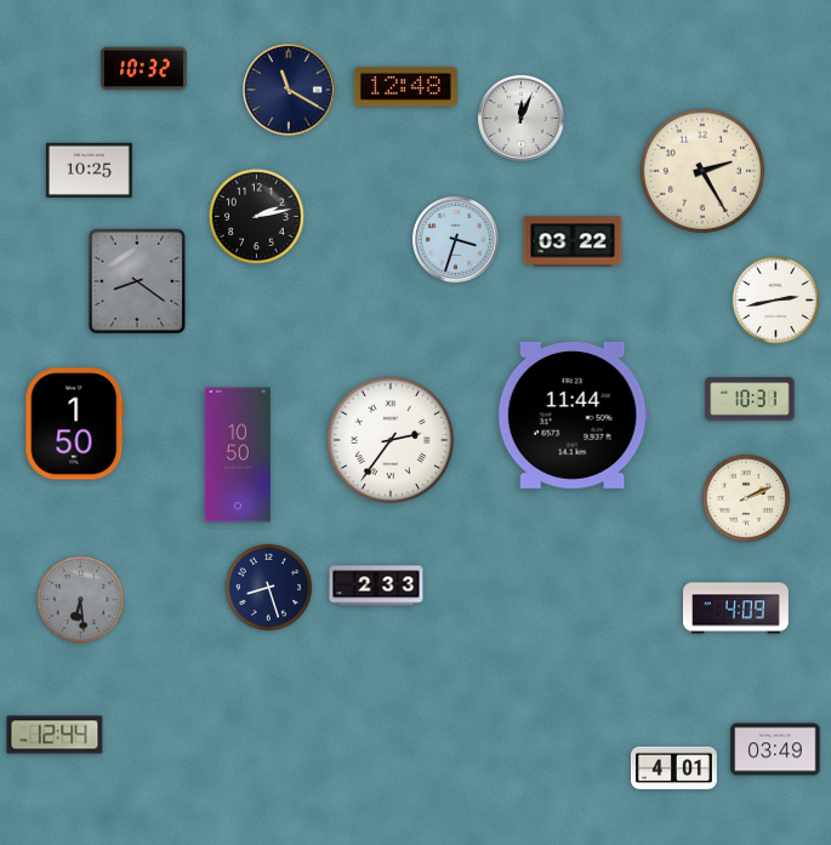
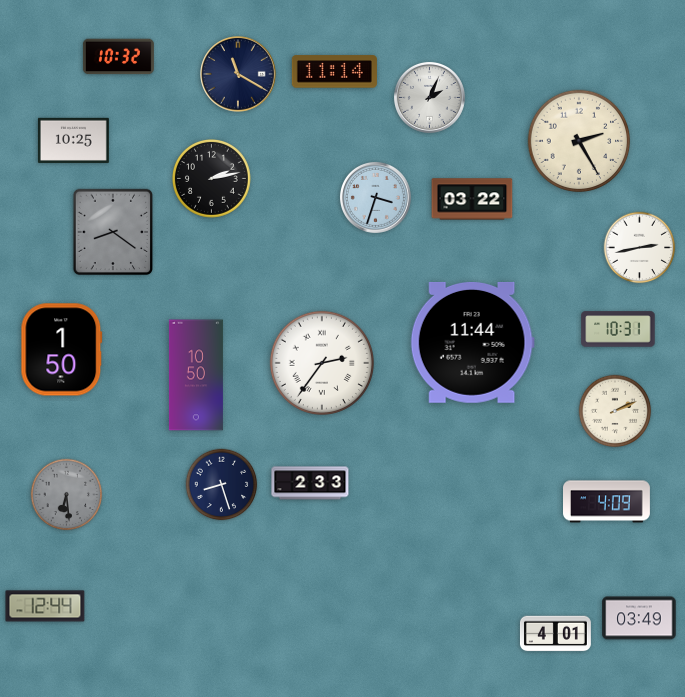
clock at (405, 87): 12:48 -> 11:14
clock at (520, 118): 12:04 -> 2:04
